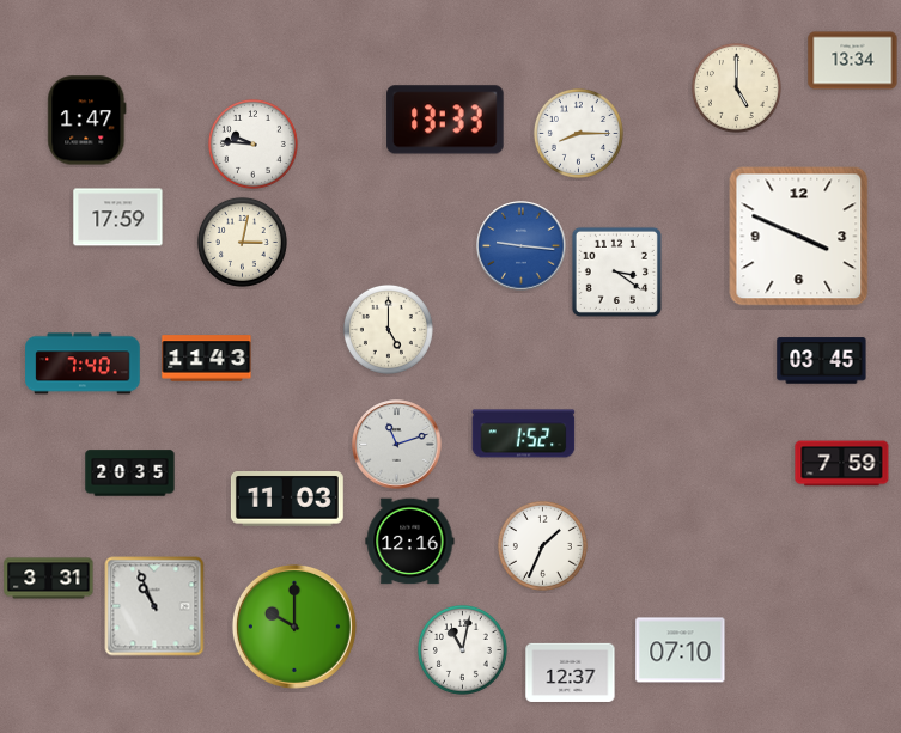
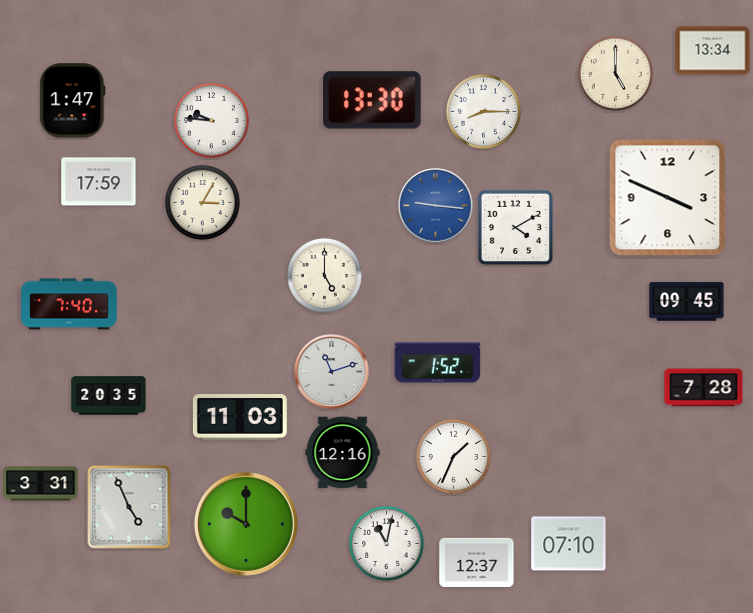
clock at (445, 120): 13:33 -> 13:30
clock at (242, 242): 3:02 -> 3:05
clock at (616, 271): 3:21 -> 4:10
clock at (207, 359): 11:43 -> none
clock at (822, 361): 03:45 -> 09:45
clock at (842, 464): 7:59 -> 7:28
clock at (154, 606): 10:56 -> 4:56
